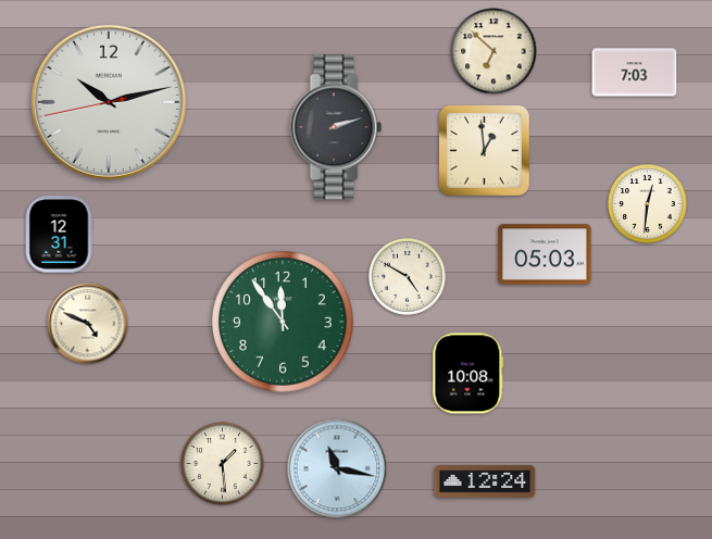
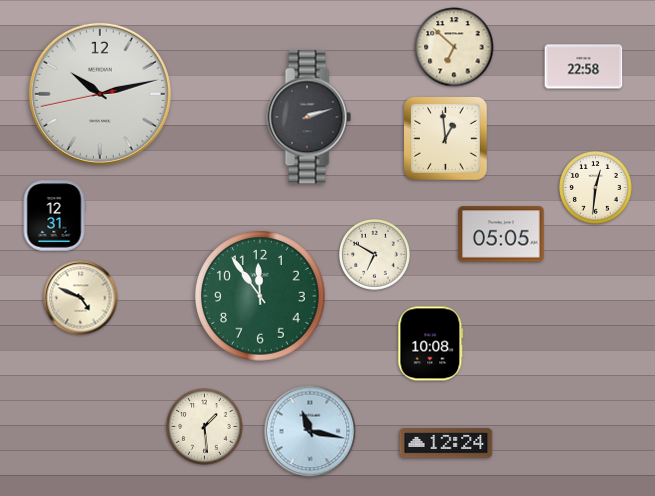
clock at (635, 73): 7:03 -> 22:58
clock at (545, 254): 05:03 -> 05:05
clock at (407, 276): 4:50 -> 6:50
